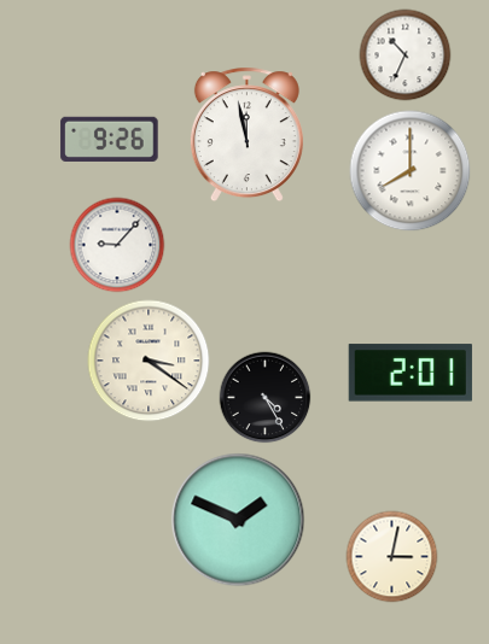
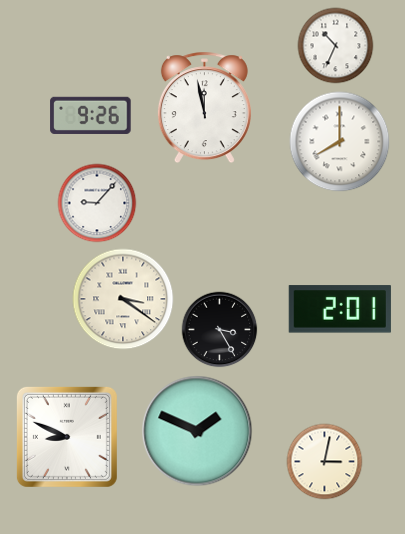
clock at (246, 135) position: (246, 135) -> (204, 108)
clock at (266, 398): 4:25 -> 3:25
clock at (67, 437): none -> 8:49
